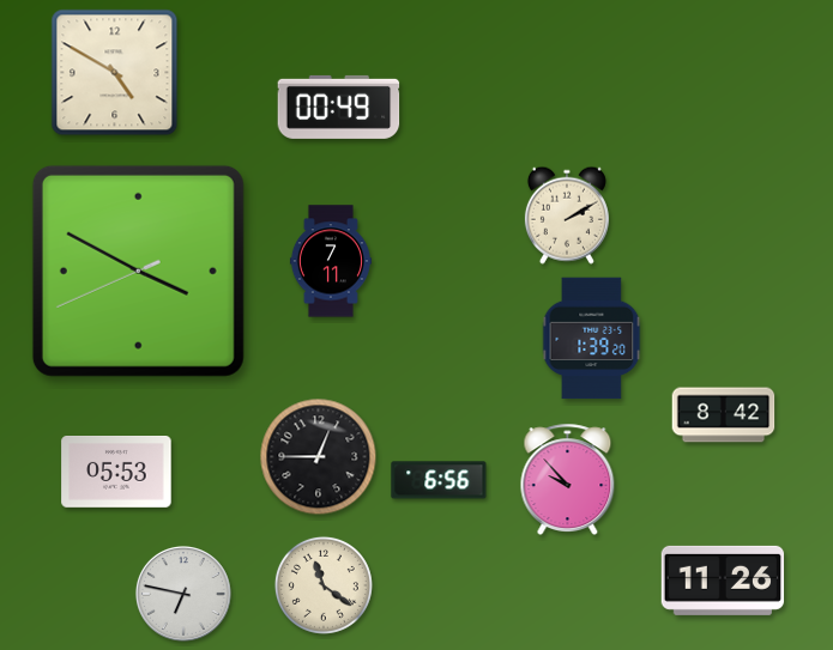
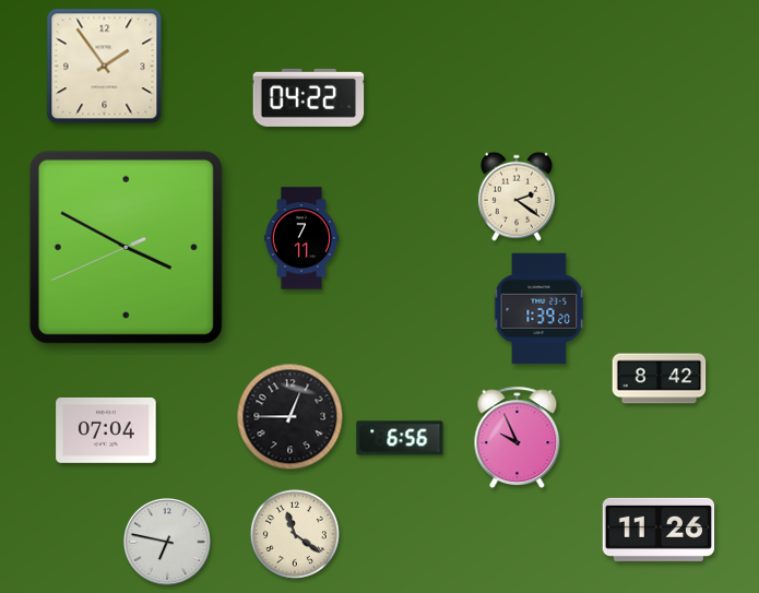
clock at (115, 73): 4:50 -> 1:54
clock at (339, 107): 00:49 -> 04:22
clock at (567, 215): 2:10 -> 2:21
clock at (116, 473): 05:53 -> 07:04
clock at (568, 479): 9:53 -> 9:56
